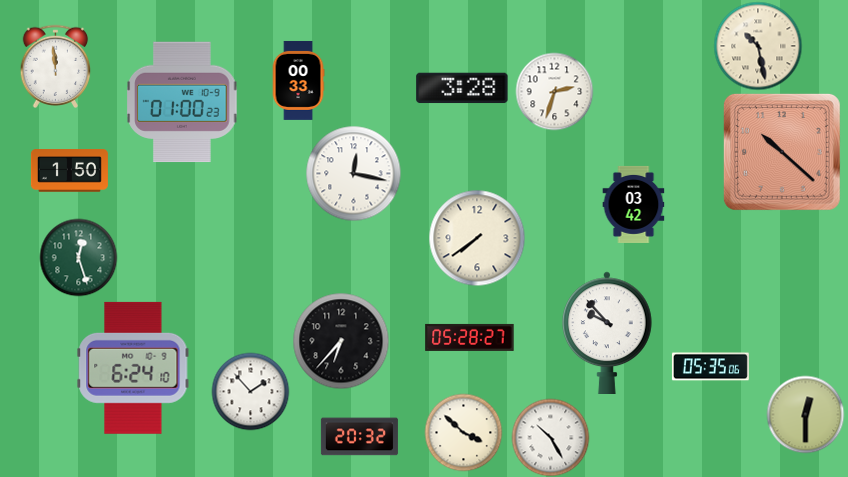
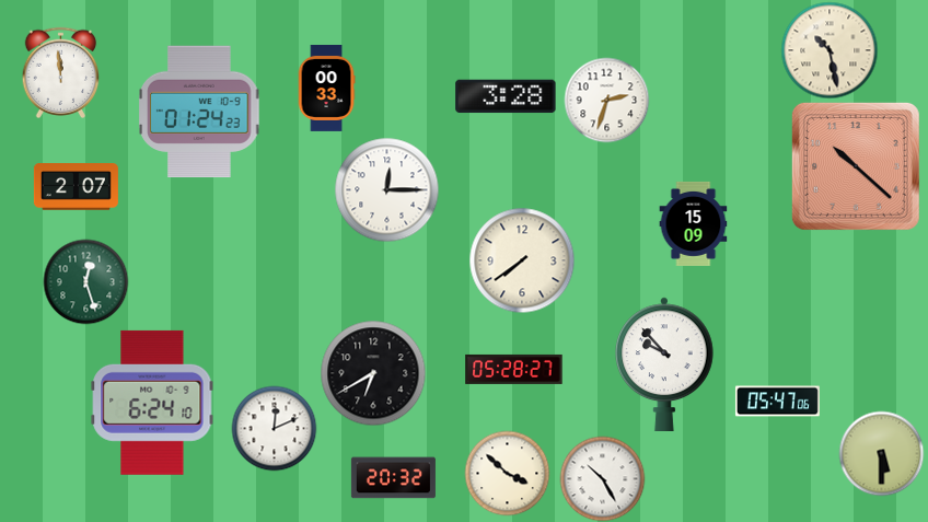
clock at (182, 102): 01:00 -> 01:24
clock at (69, 171): 1:50 -> 2:07
clock at (353, 173): 12:17 -> 12:15
clock at (634, 204): 03:42 -> 15:09
clock at (341, 341): 6:37 -> 6:40
clock at (710, 367): 05:35 -> 05:47
clock at (133, 368) position: (133, 368) -> (152, 403)
clock at (250, 391): 1:53 -> 12:11
clock at (805, 414): 12:30 -> 5:30
